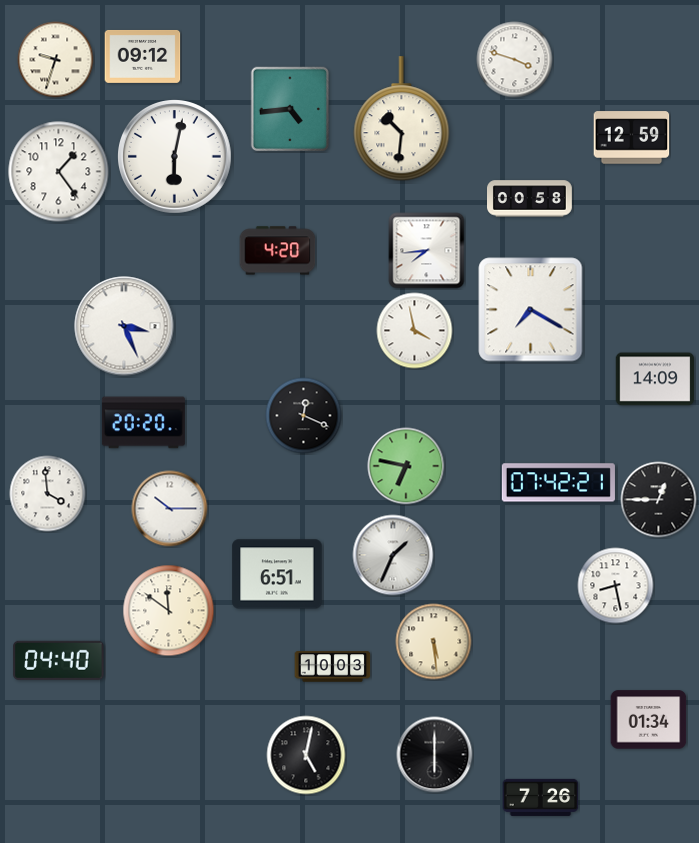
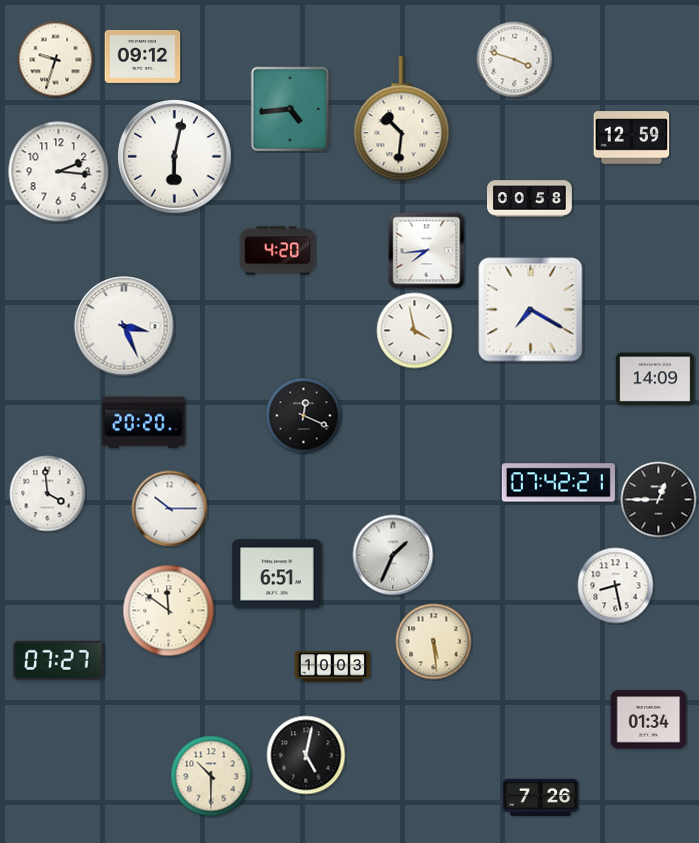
clock at (59, 172): 1:24 -> 2:16
clock at (406, 466): 6:47 -> none
clock at (59, 660): 04:40 -> 07:27
clock at (435, 755): 6:00 -> none
clock at (211, 776): none -> 10:30
